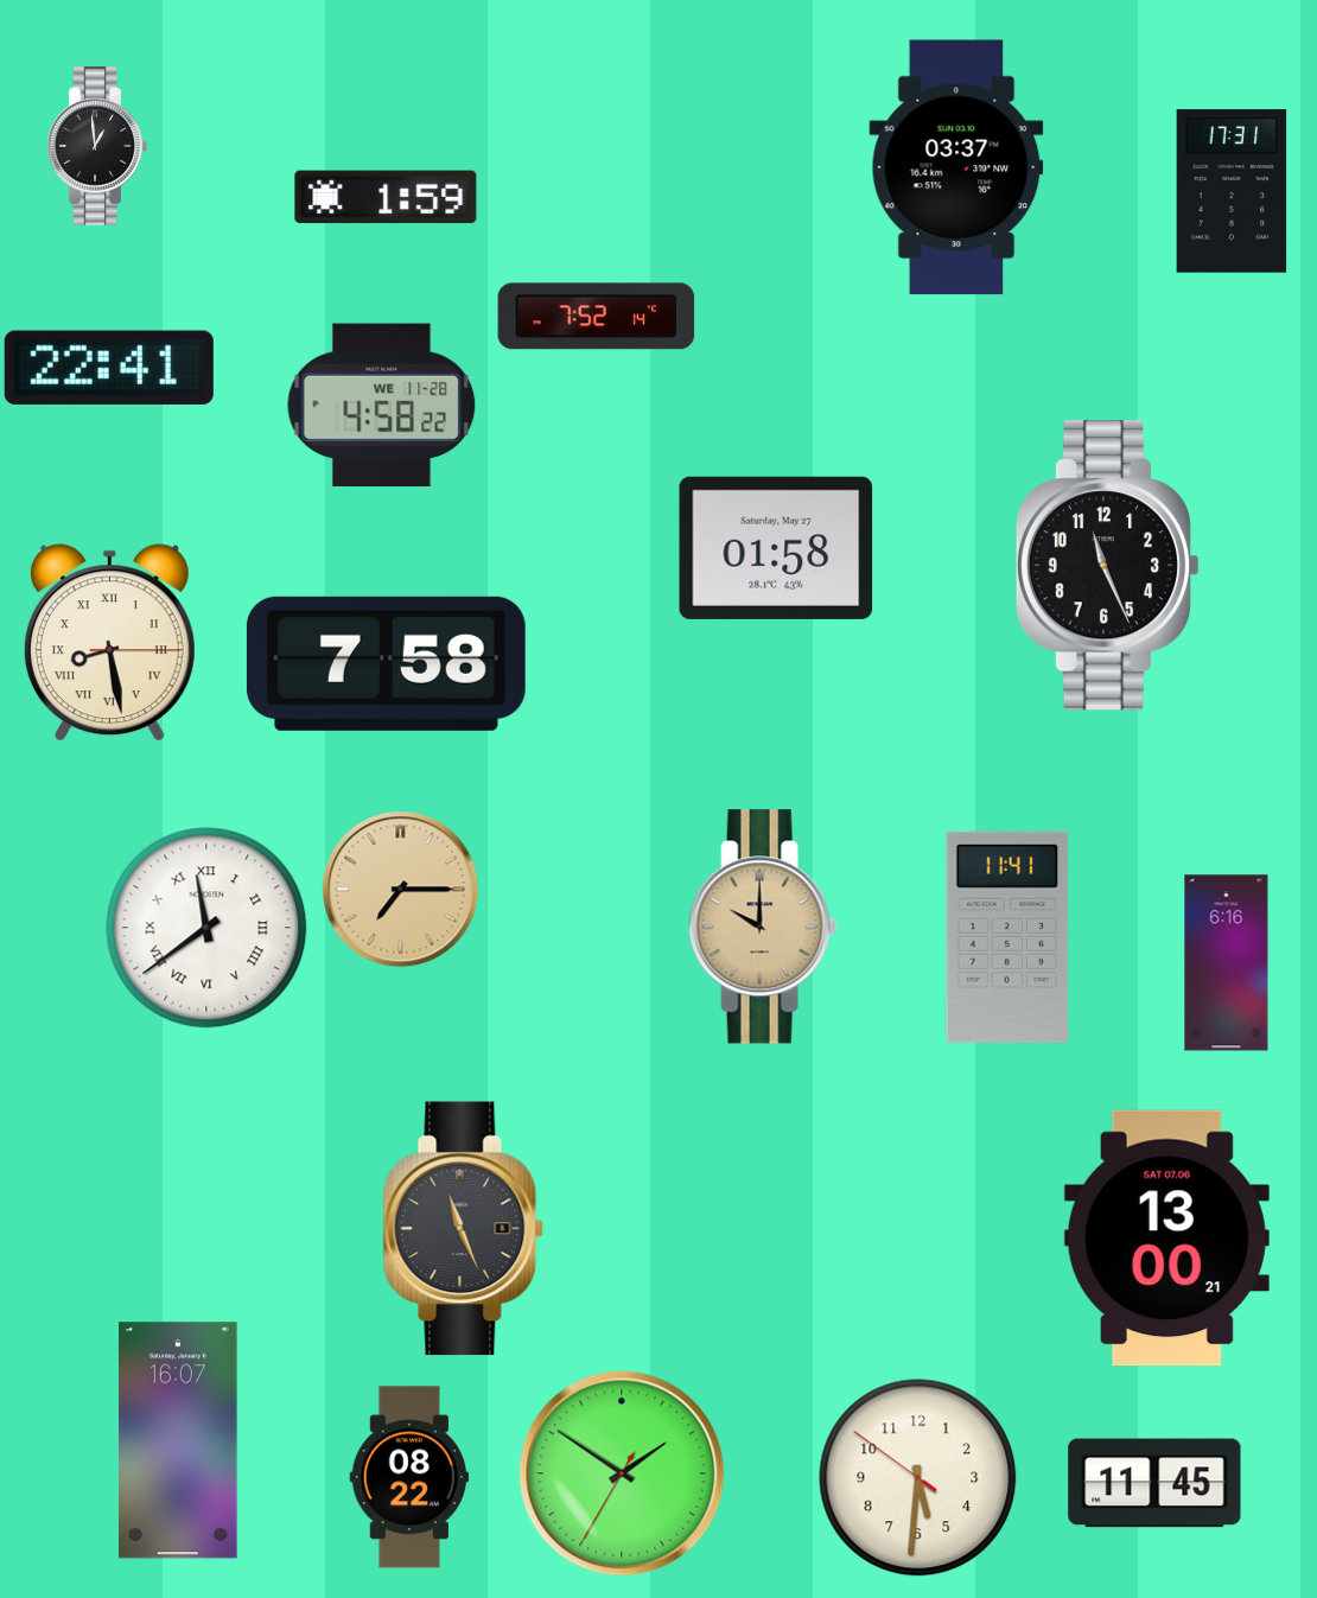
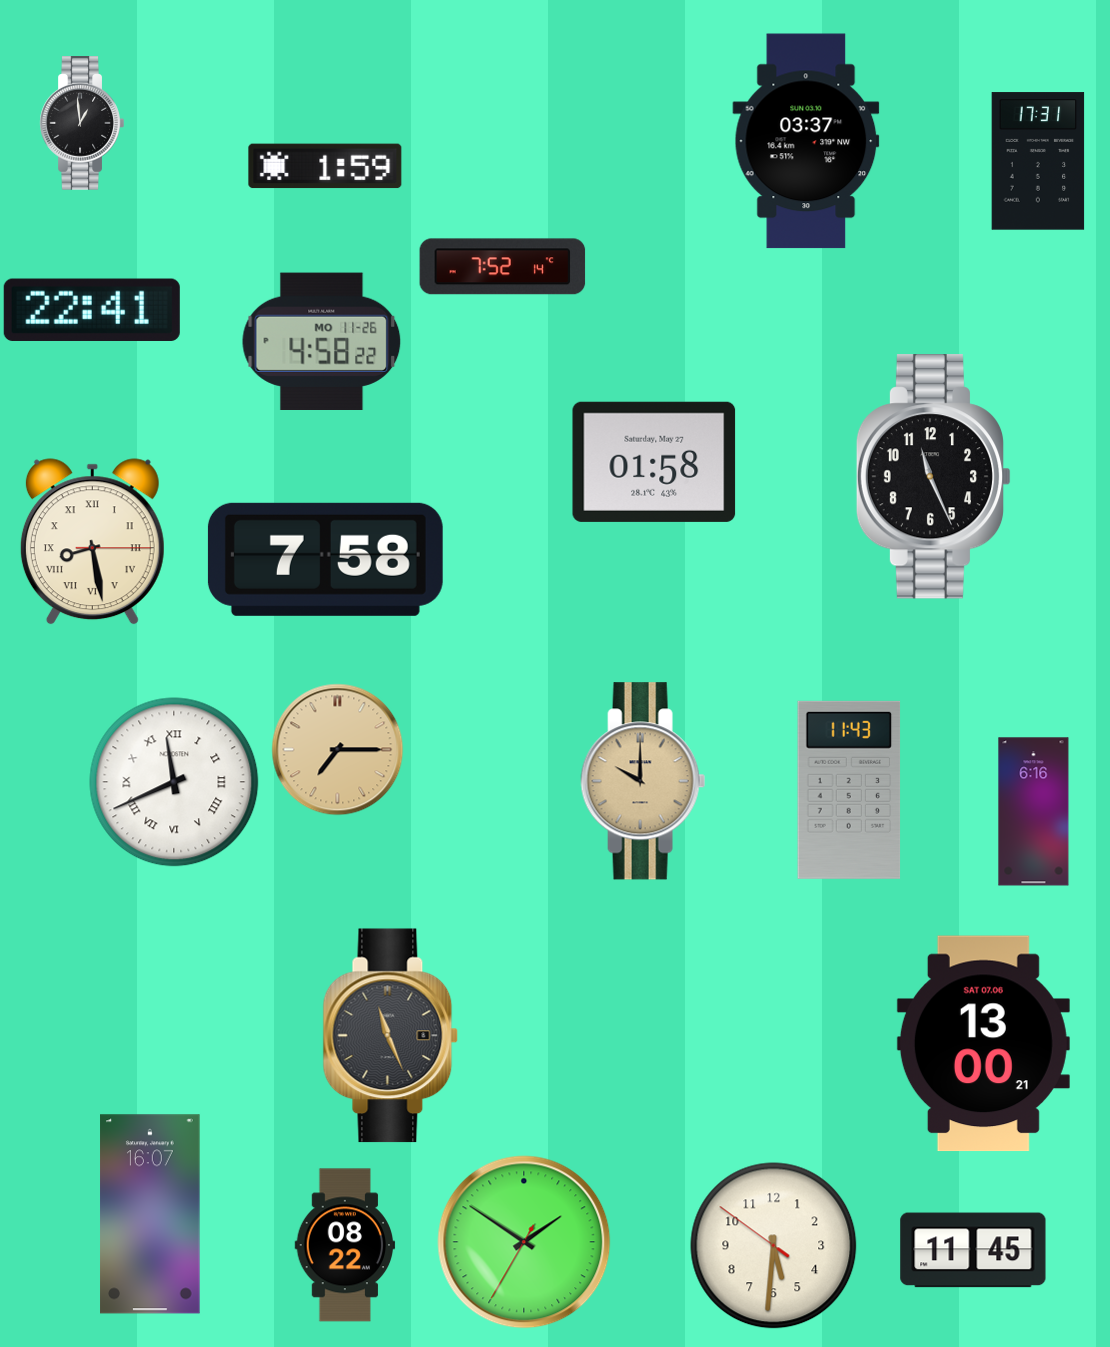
clock at (382, 405) date: WE 11-28 -> MO 11-26
clock at (206, 928): 11:39 -> 11:41
clock at (1007, 937): 11:41 -> 11:43
